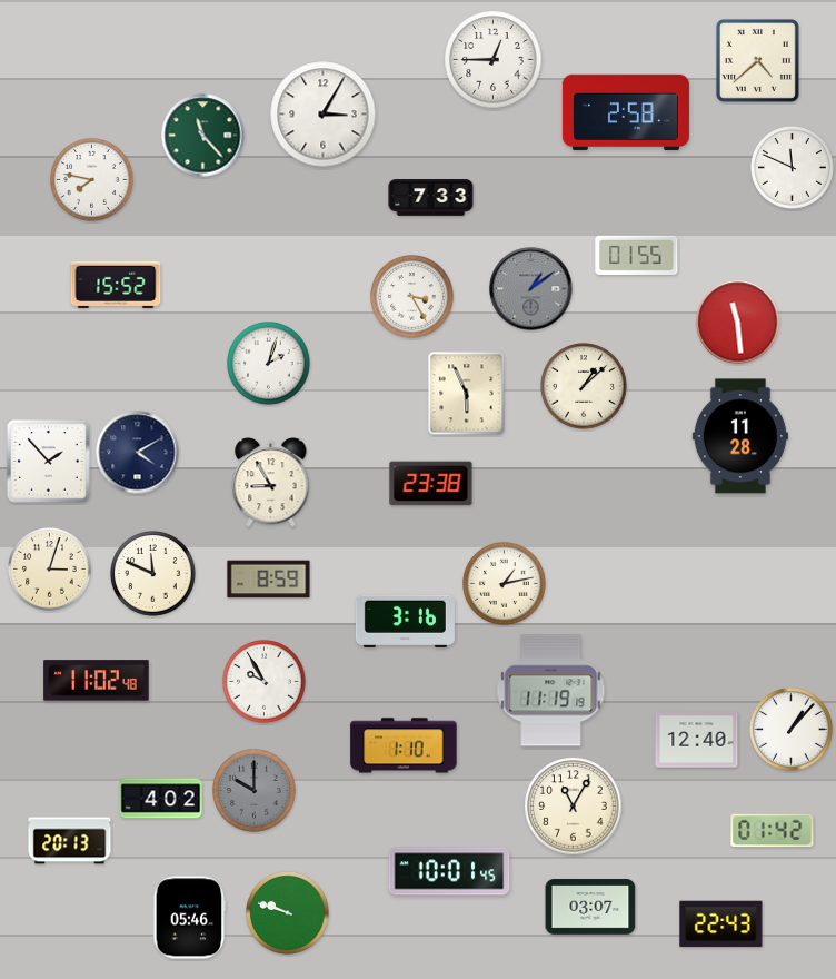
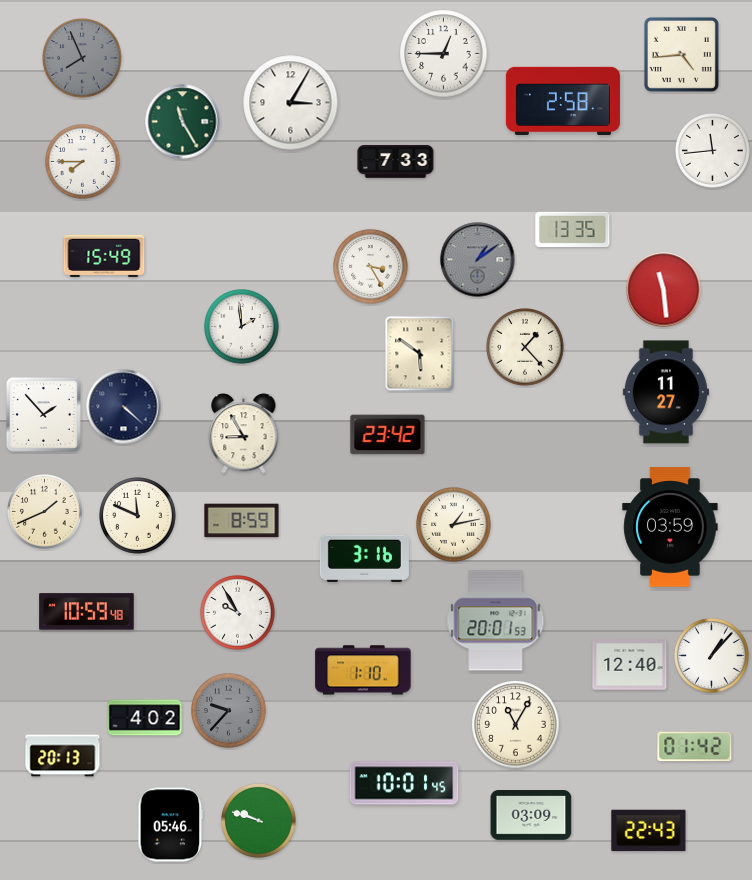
clock at (757, 60): 4:38 -> 4:44
clock at (82, 58): none -> 7:56
clock at (203, 136): 11:23 -> 11:25
clock at (793, 168): 11:49 -> 11:44
clock at (92, 180): 7:47 -> 7:45
clock at (431, 198) position: (431, 198) -> (396, 162)
clock at (637, 255): 01:55 -> 13:35
clock at (116, 285): 15:52 -> 15:49
clock at (269, 364): 2:03 -> 1:59
clock at (584, 386): 1:08 -> 1:23
clock at (467, 394): 5:56 -> 5:51
clock at (740, 436): 11:28 -> 11:27
clock at (138, 453): 4:10 -> 4:22
clock at (431, 484): 23:38 -> 23:42
clock at (50, 570): 3:03 -> 1:41
clock at (670, 527): none -> 03:59
clock at (97, 681): 11:02 -> 10:59
clock at (551, 691): 11:19 -> 20:01
clock at (697, 740) position: (697, 740) -> (630, 665)
clock at (255, 791): 10:00 -> 9:37
clock at (590, 907): 03:07 -> 03:09
